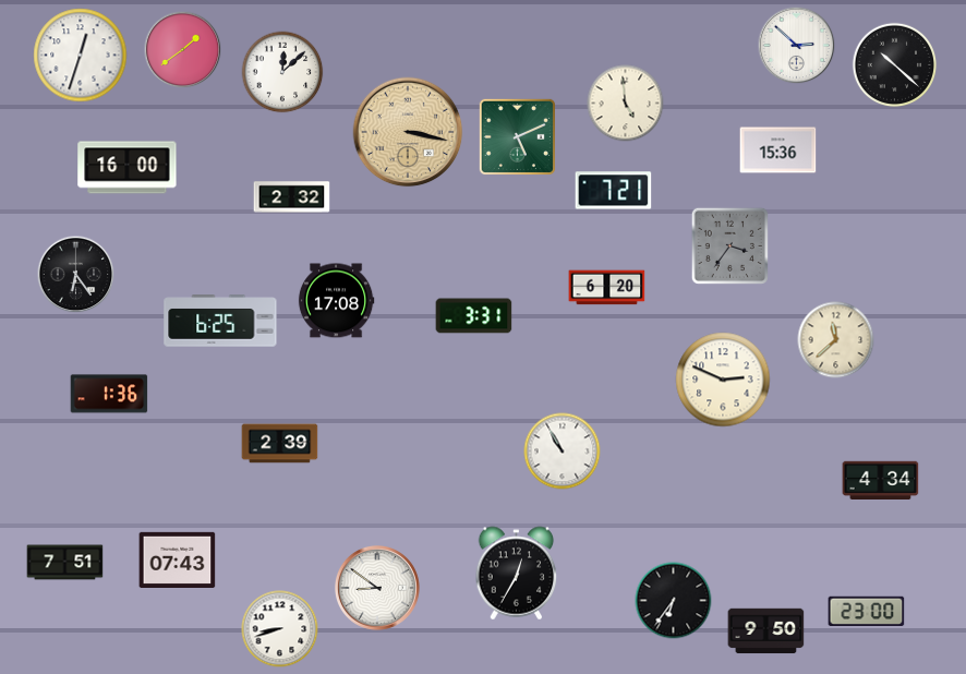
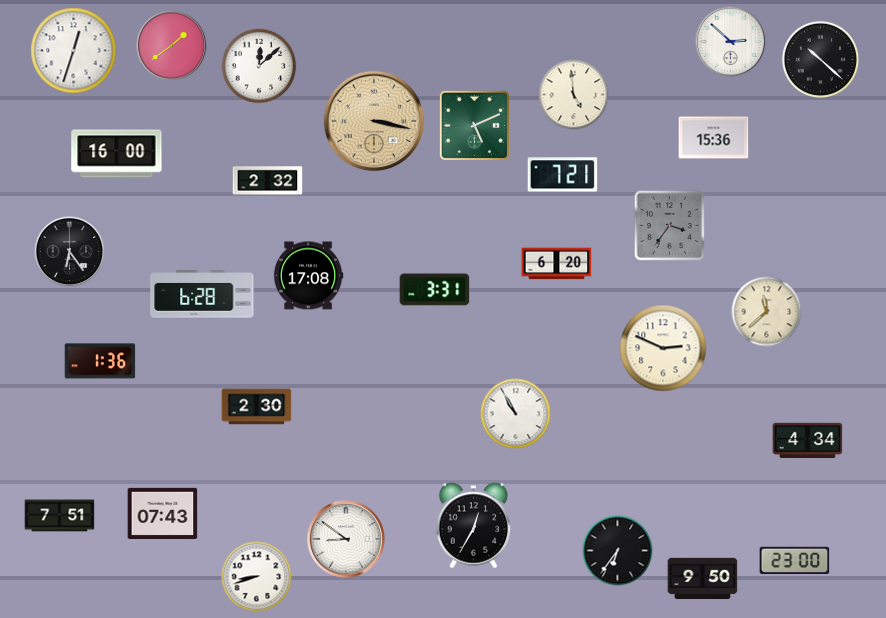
clock at (183, 50) position: (183, 50) -> (172, 46)
clock at (220, 321): 6:25 -> 6:28
clock at (280, 444): 2:39 -> 2:30
